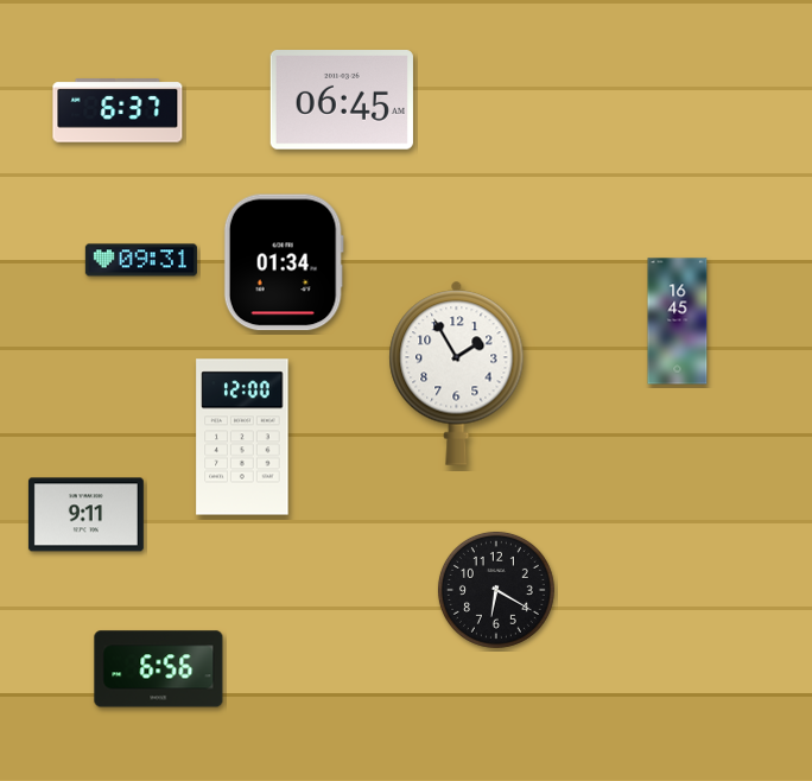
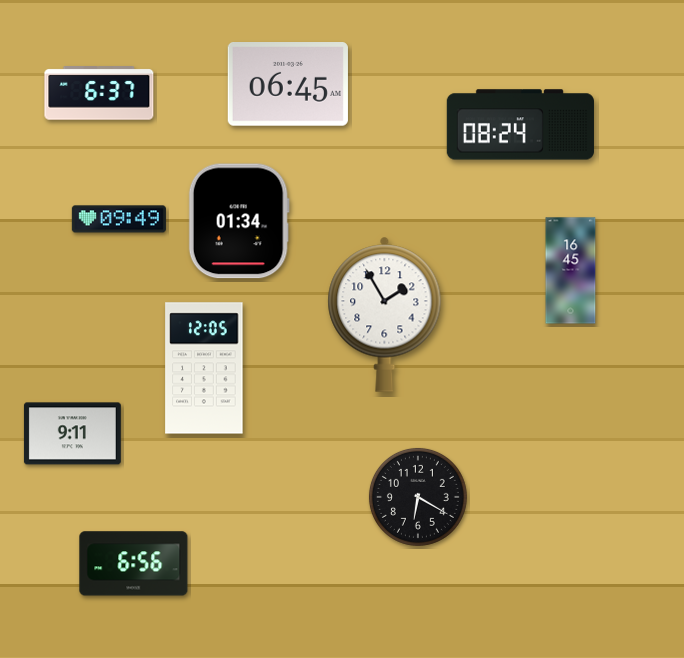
clock at (520, 125): none -> 08:24
clock at (141, 260): 09:31 -> 09:49
clock at (242, 437): 12:00 -> 12:05
